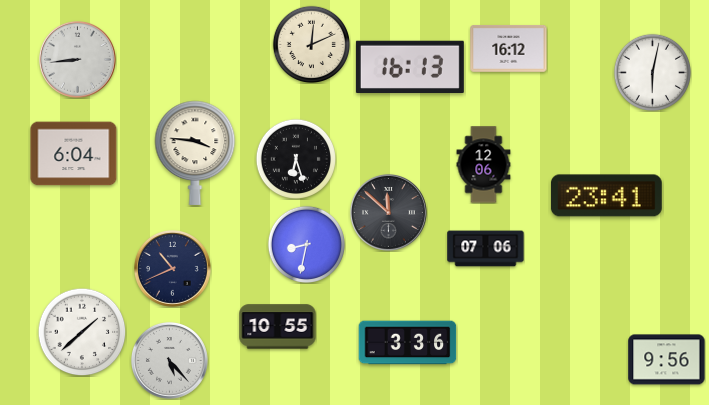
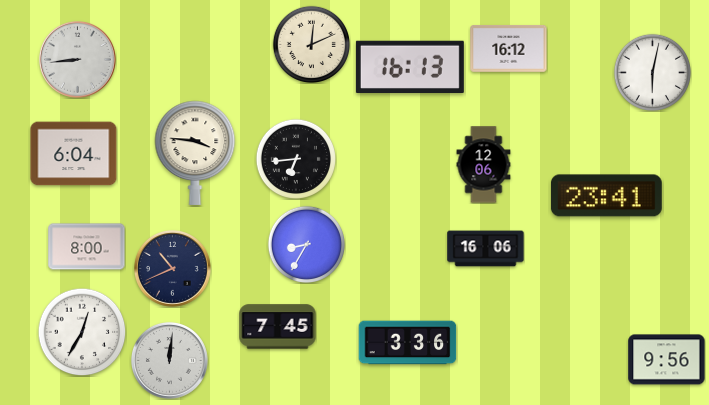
clock at (295, 158): 6:27 -> 6:44
clock at (388, 212): 11:52 -> none
clock at (306, 244): 8:32 -> 8:35
clock at (87, 247): none -> 8:00
clock at (486, 249): 07:06 -> 16:06
clock at (278, 327): 10:55 -> 7:45
clock at (82, 332): 1:38 -> 12:35
clock at (169, 360): 5:23 -> 12:01
